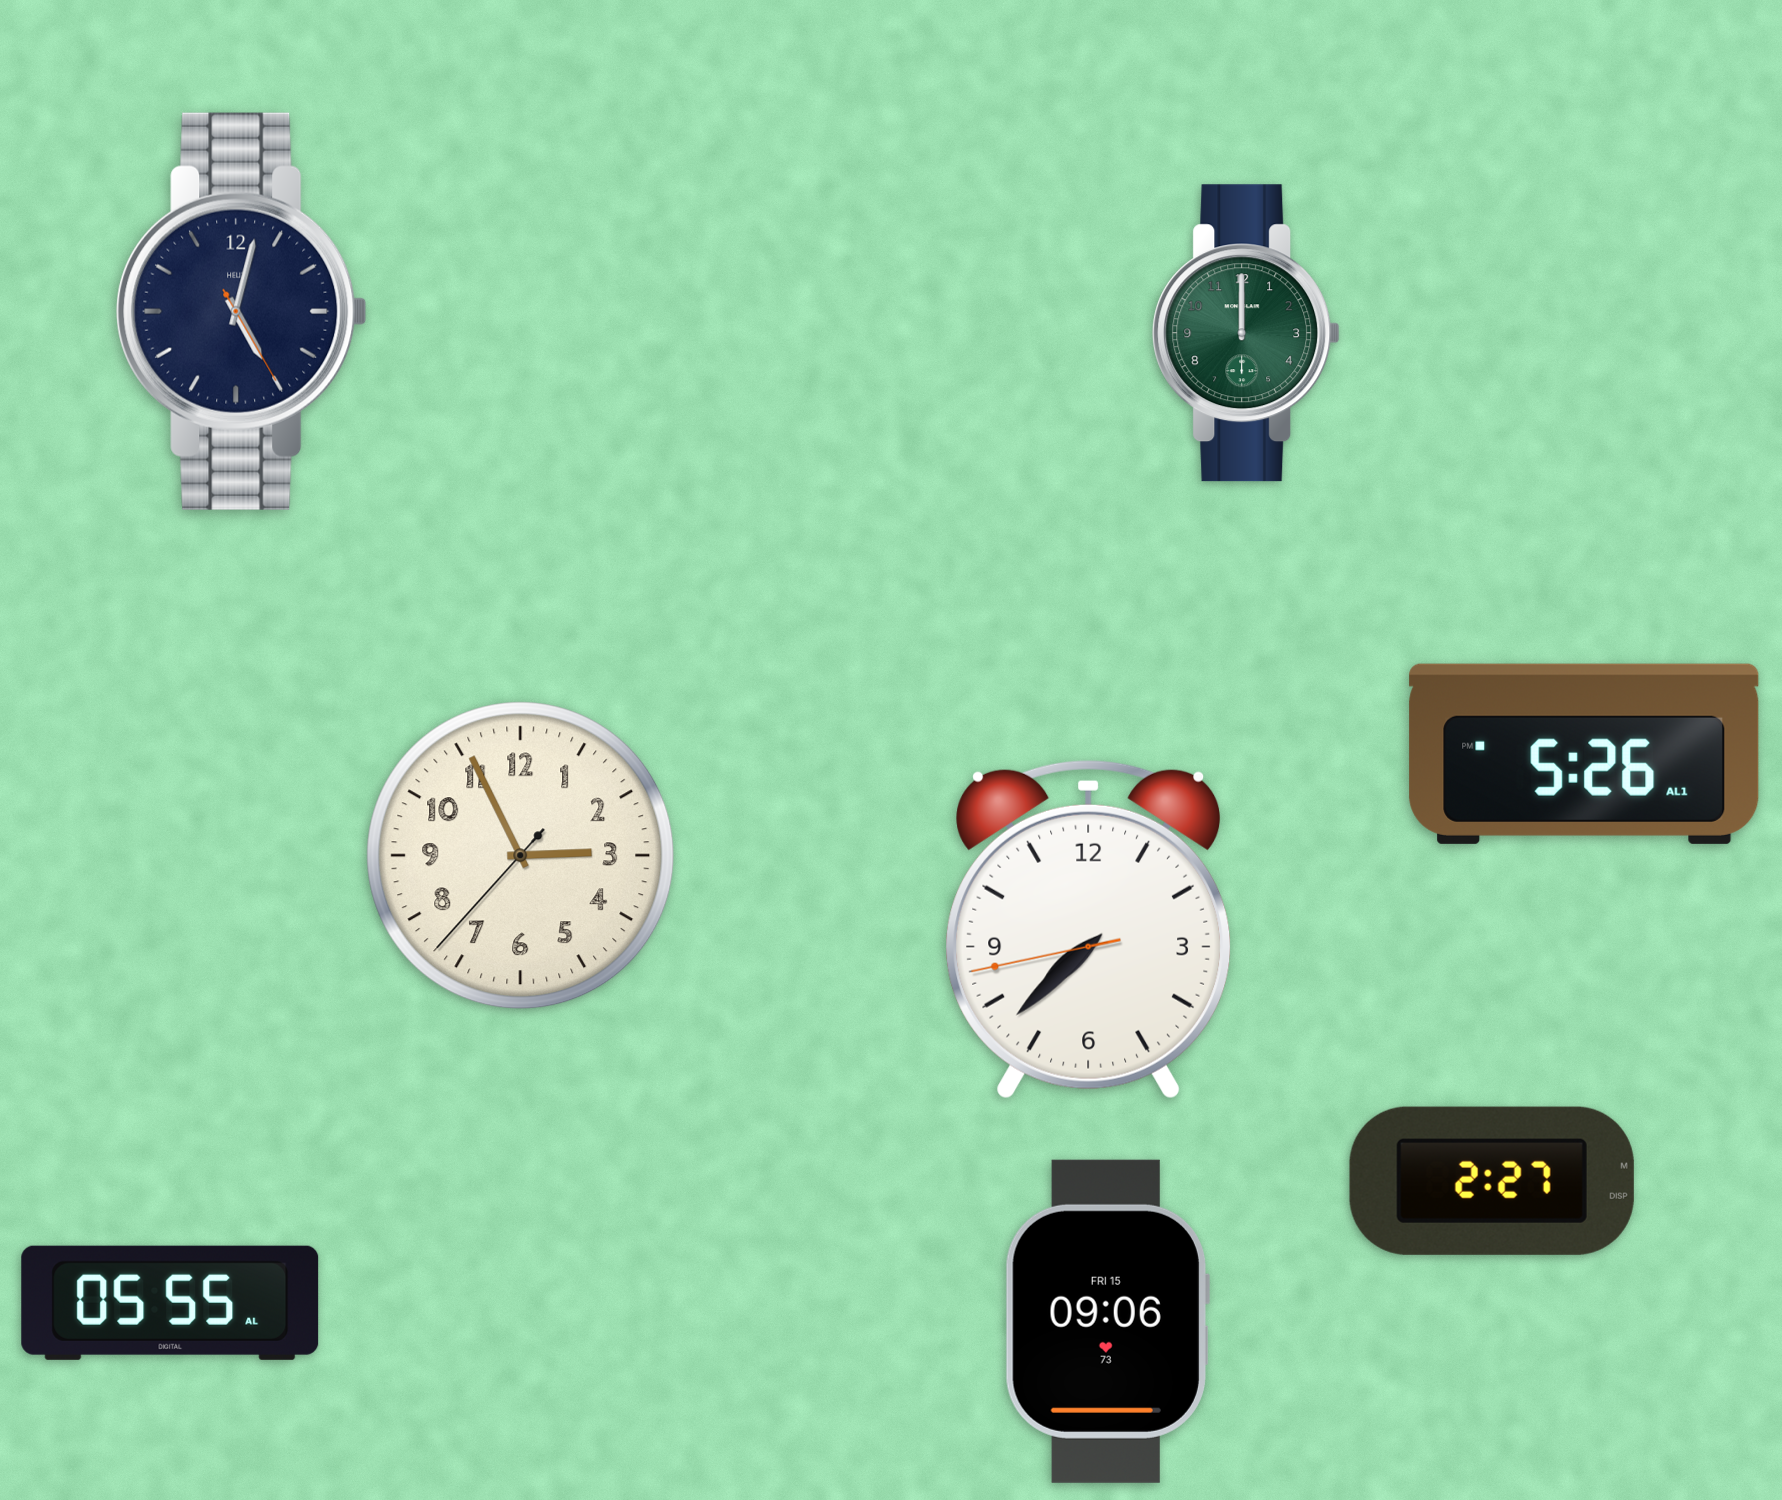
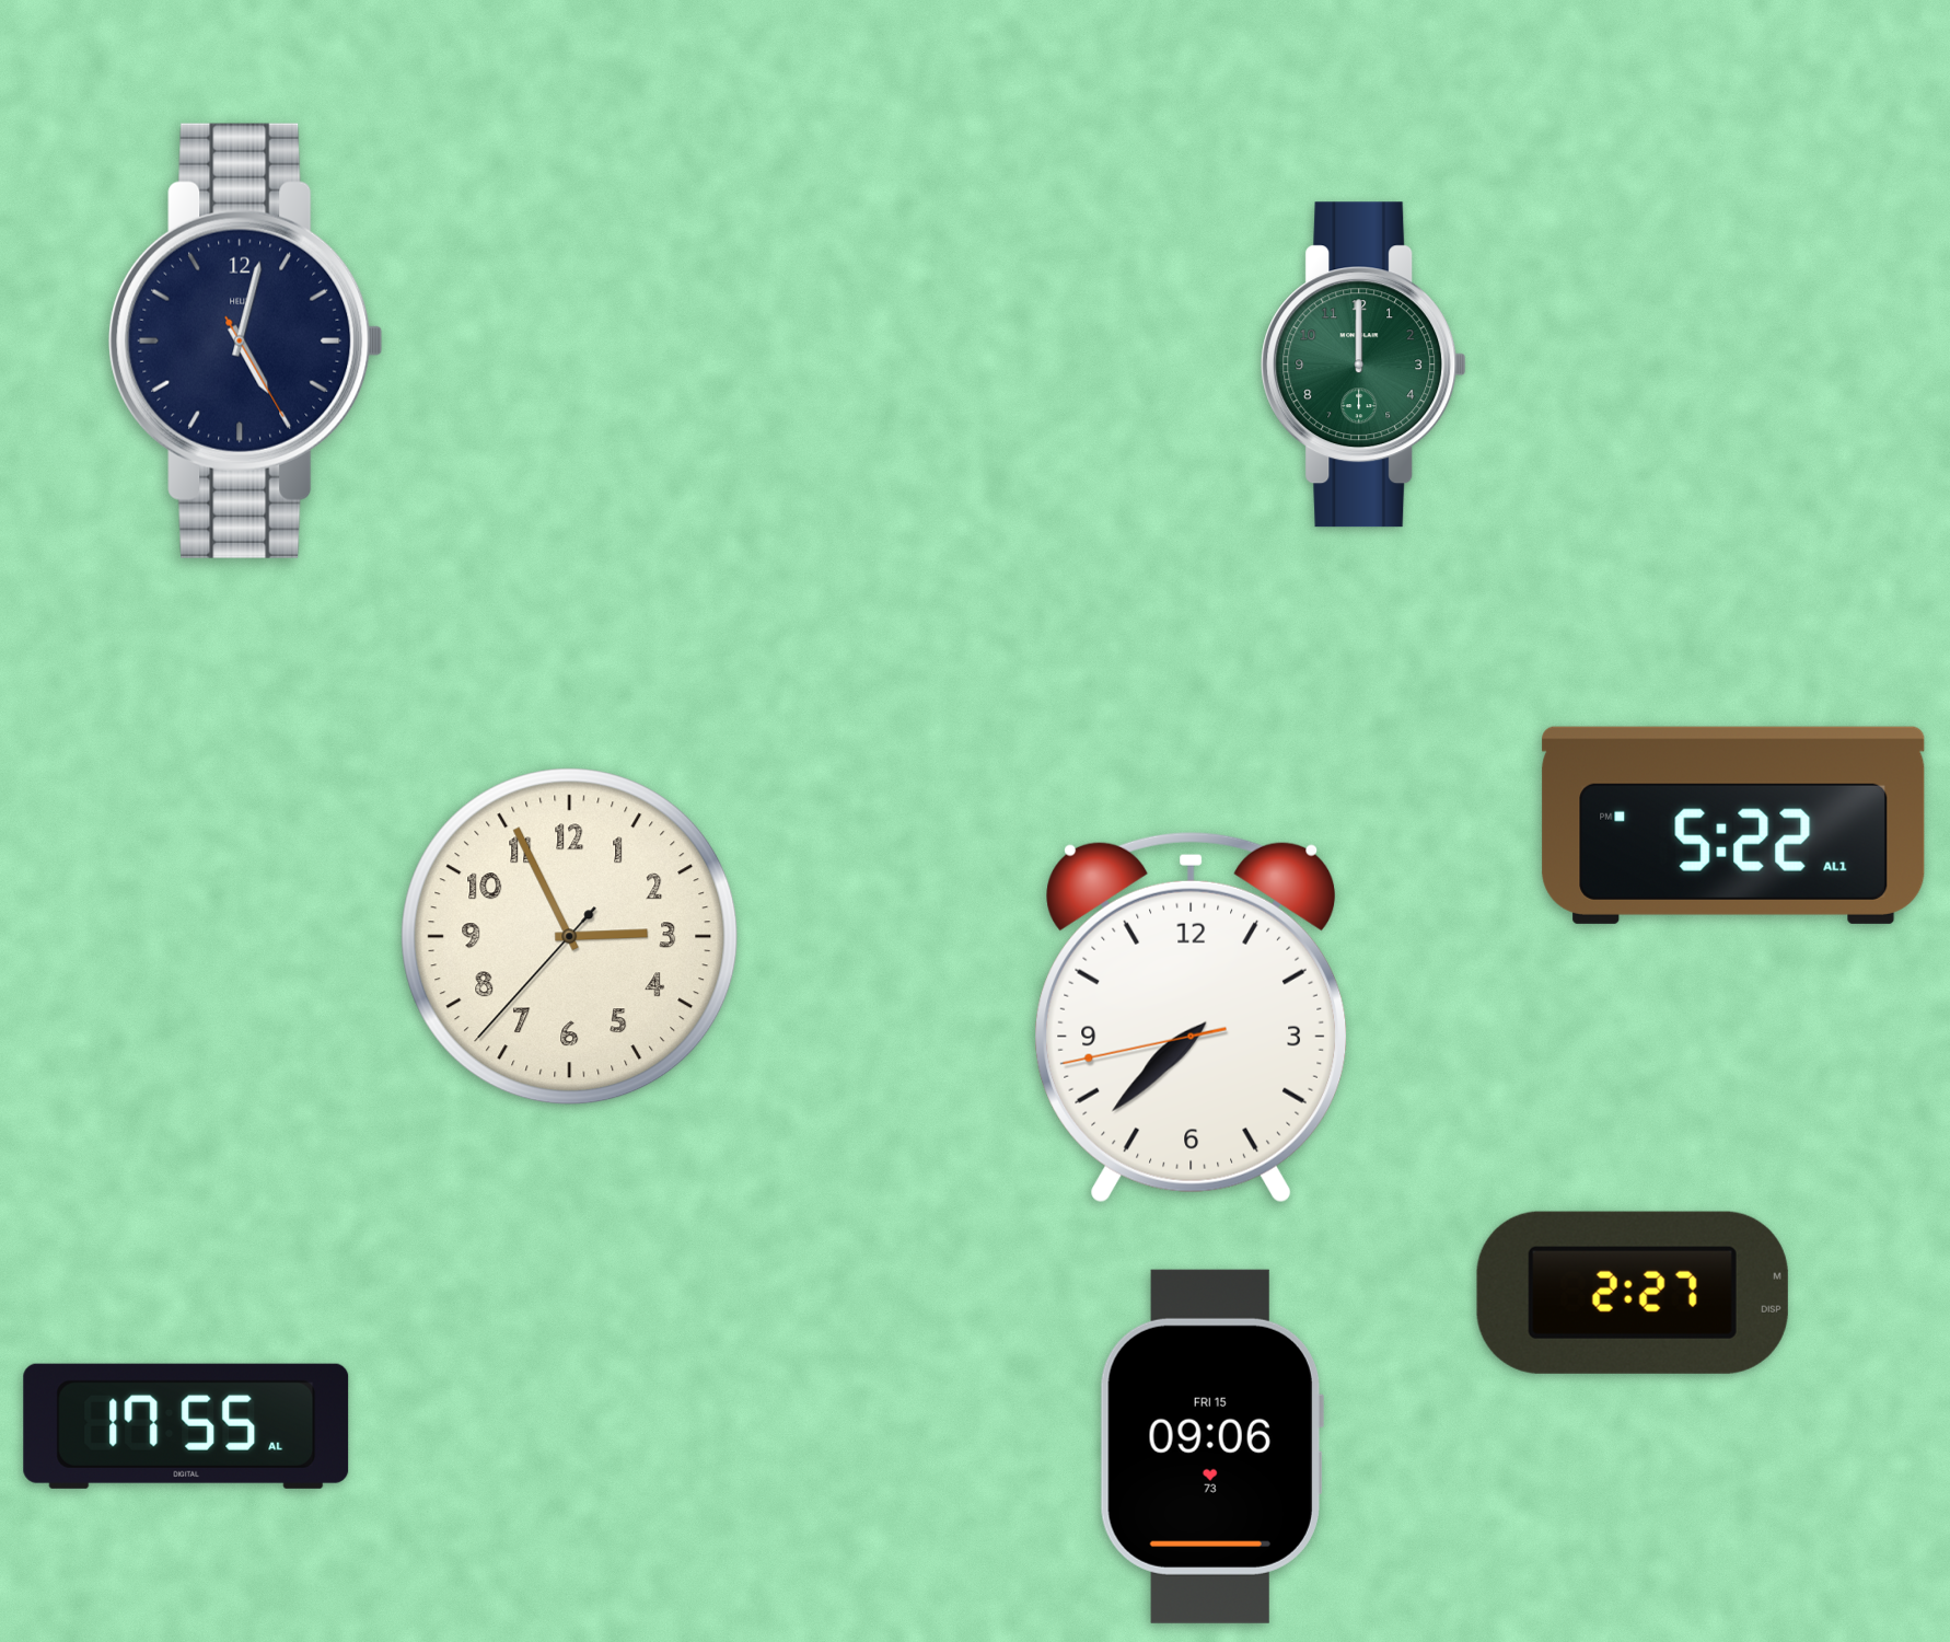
clock at (242, 311) position: (242, 311) -> (246, 340)
clock at (1584, 754): 5:26 -> 5:22
clock at (170, 1303): 05:55 -> 17:55
